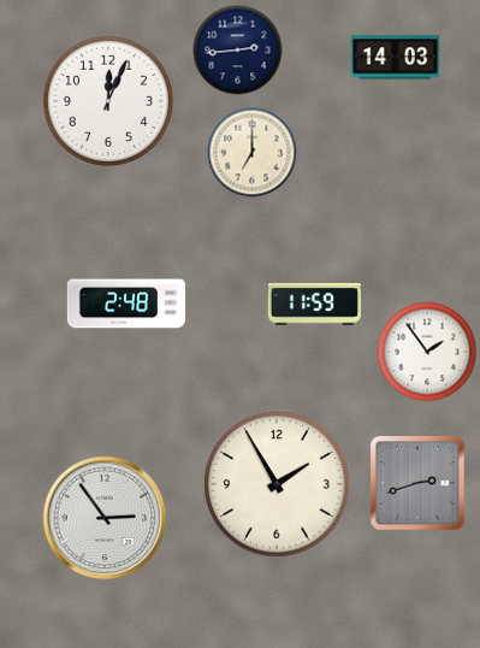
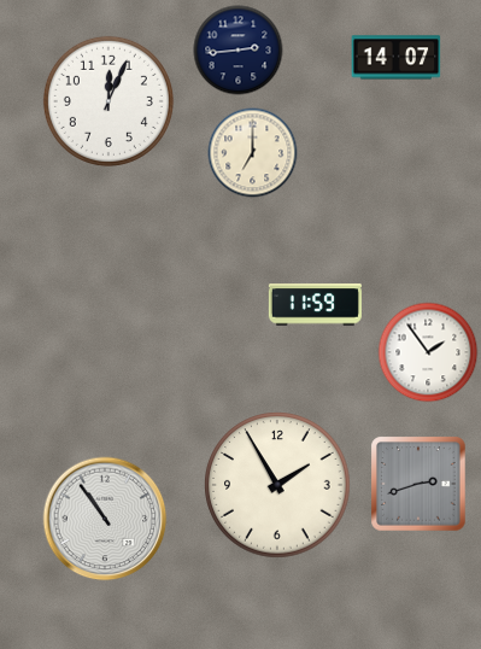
clock at (396, 58): 14:03 -> 14:07
clock at (125, 304): 2:48 -> none
clock at (105, 518): 2:54 -> 10:54
